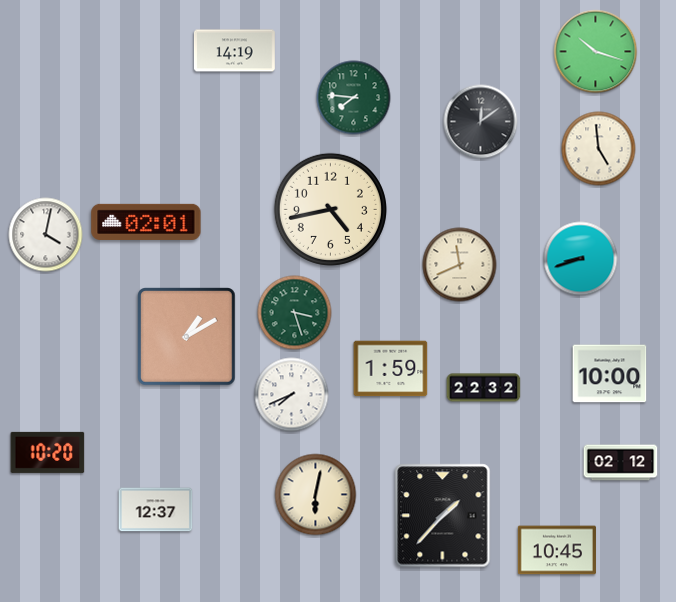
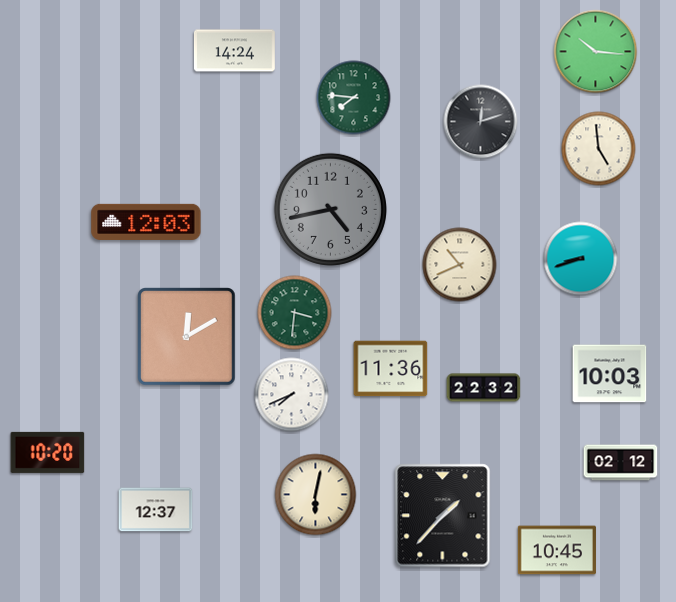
clock at (234, 51): 14:19 -> 14:24
clock at (596, 52): 10:18 -> 10:16
clock at (481, 122): 12:09 -> 12:12
clock at (330, 209) dial: cream -> grey
clock at (146, 222): 02:01 -> 12:03
clock at (46, 235): 4:02 -> none
clock at (460, 265): 11:41 -> 10:41
clock at (295, 313): 3:27 -> 3:31
clock at (187, 337): 1:10 -> 12:10
clock at (391, 369): 1:59 -> 11:36
clock at (610, 374): 10:00 -> 10:03
